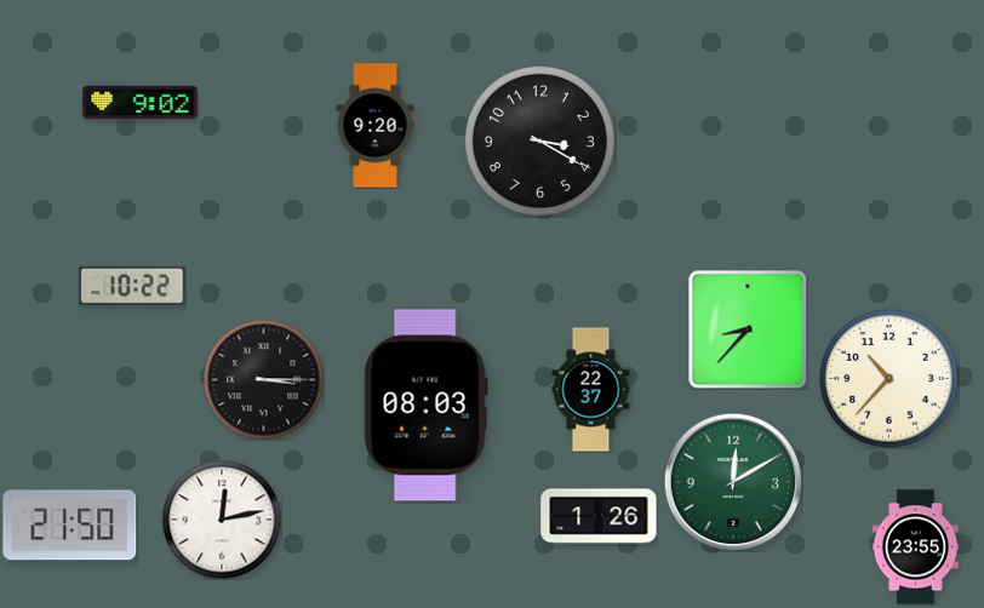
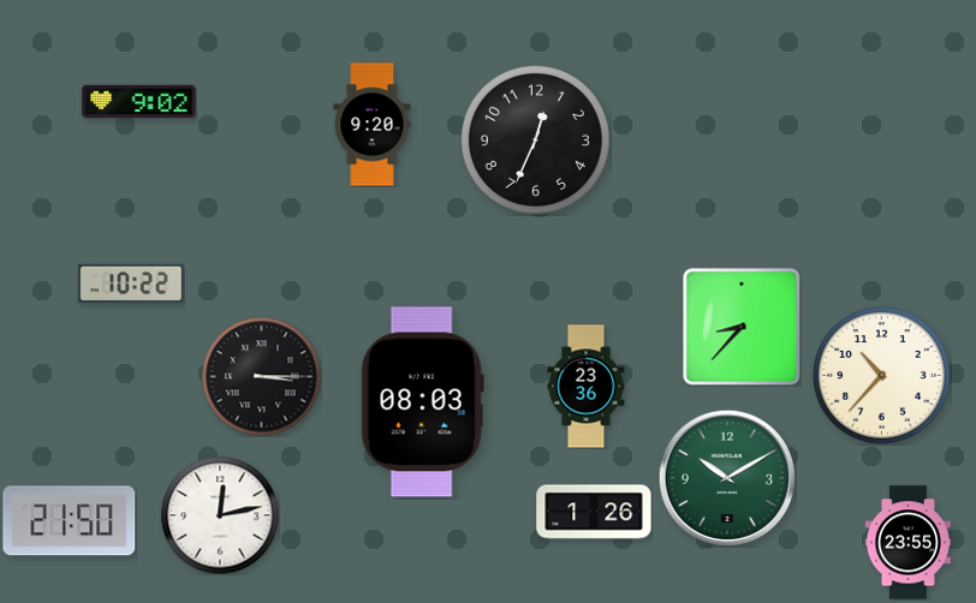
clock at (539, 140): 3:20 -> 12:34
clock at (591, 390): 22:37 -> 23:36
clock at (732, 481): 12:10 -> 10:10
